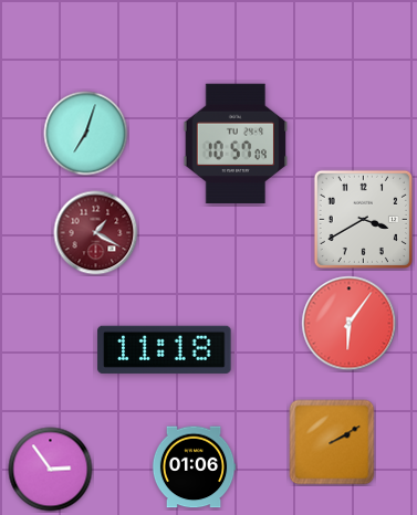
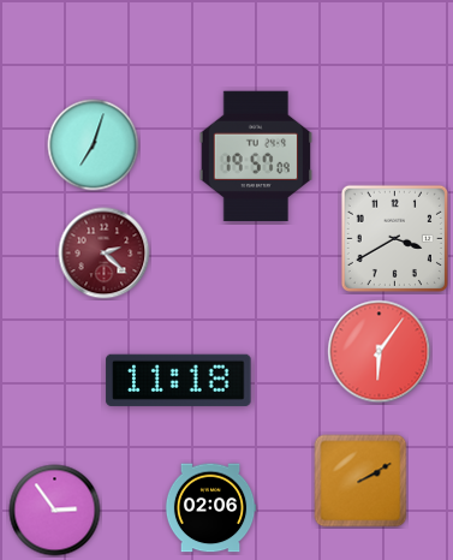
clock at (236, 144): 10:57 -> 19:57
clock at (96, 233): 1:20 -> 2:22
clock at (194, 467): 01:06 -> 02:06
